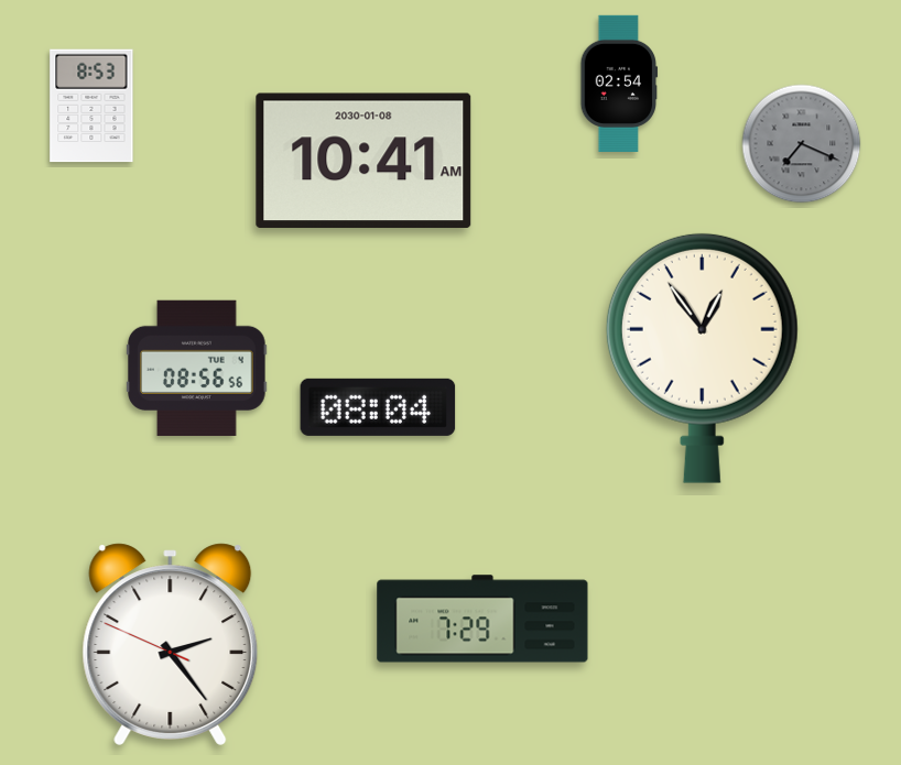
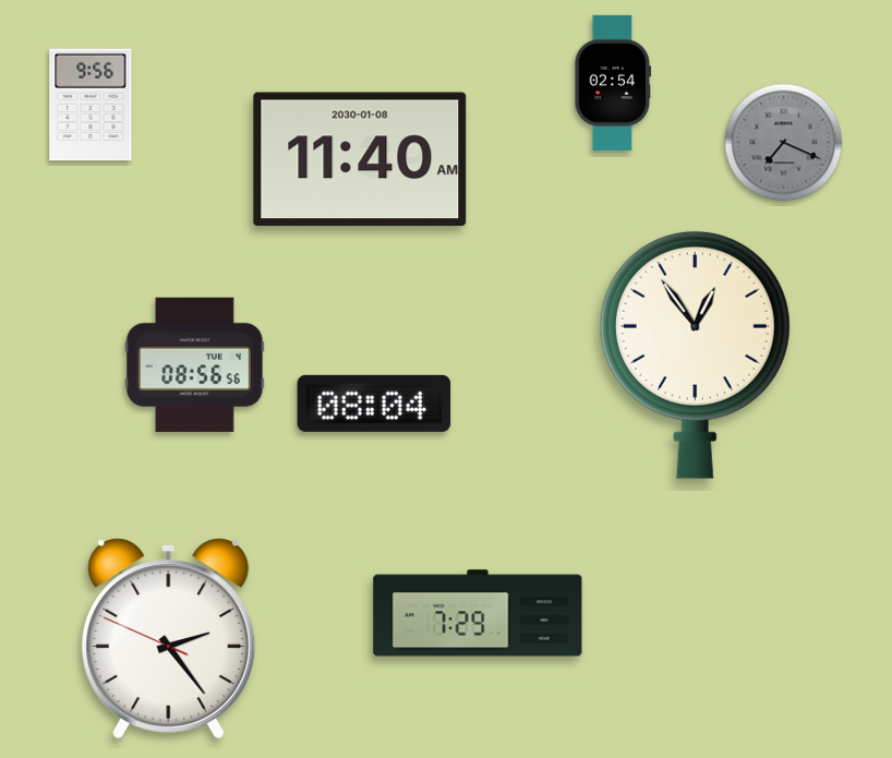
clock at (91, 106): 8:53 -> 9:56
clock at (802, 144) position: (802, 144) -> (784, 143)
clock at (363, 161): 10:41 -> 11:40
